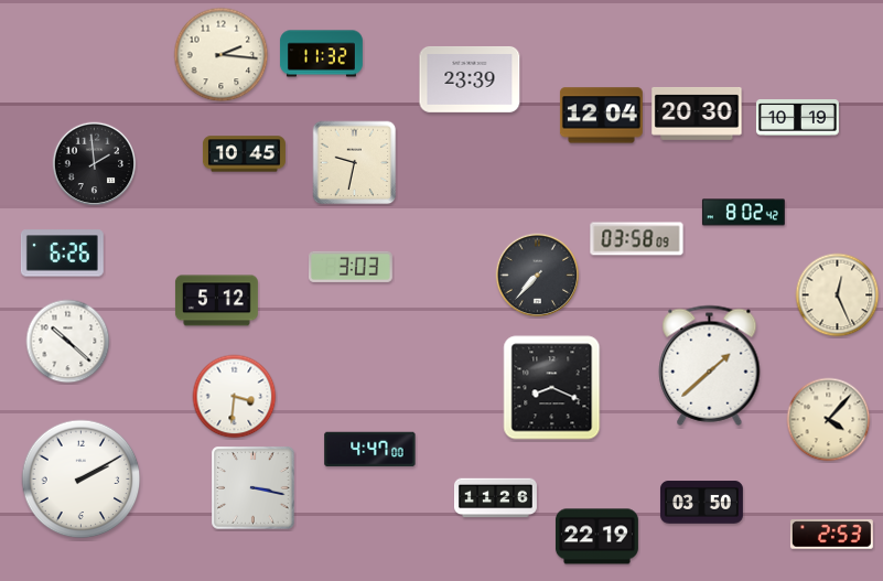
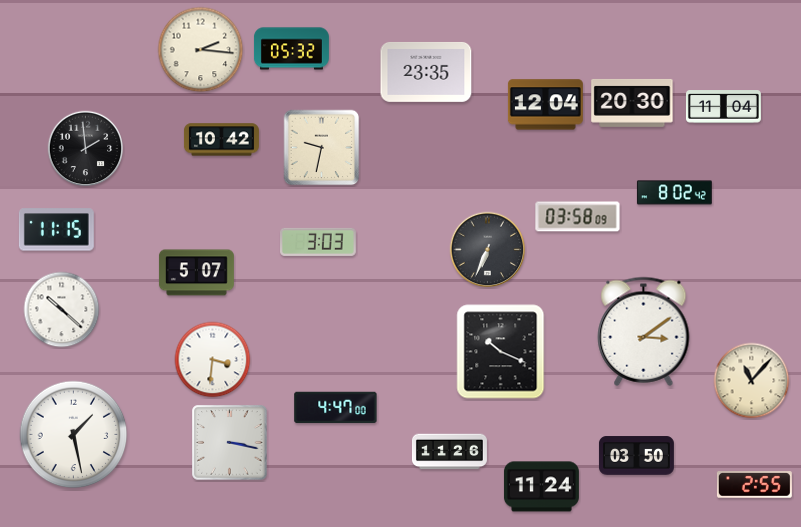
clock at (321, 54): 11:32 -> 05:32
clock at (470, 79): 23:39 -> 23:35
clock at (797, 118): 10:19 -> 11:04
clock at (244, 154): 10:45 -> 10:42
clock at (62, 254): 6:26 -> 11:15
clock at (538, 276): 7:37 -> 6:34
clock at (838, 295): 12:26 -> none
clock at (216, 301): 5:12 -> 5:07
clock at (710, 365): 1:38 -> 3:09
clock at (552, 388): 8:19 -> 10:19
clock at (829, 420): 4:07 -> 11:07
clock at (82, 480): 2:10 -> 1:28
clock at (831, 535): 2:53 -> 2:55
clock at (596, 537): 22:19 -> 11:24
